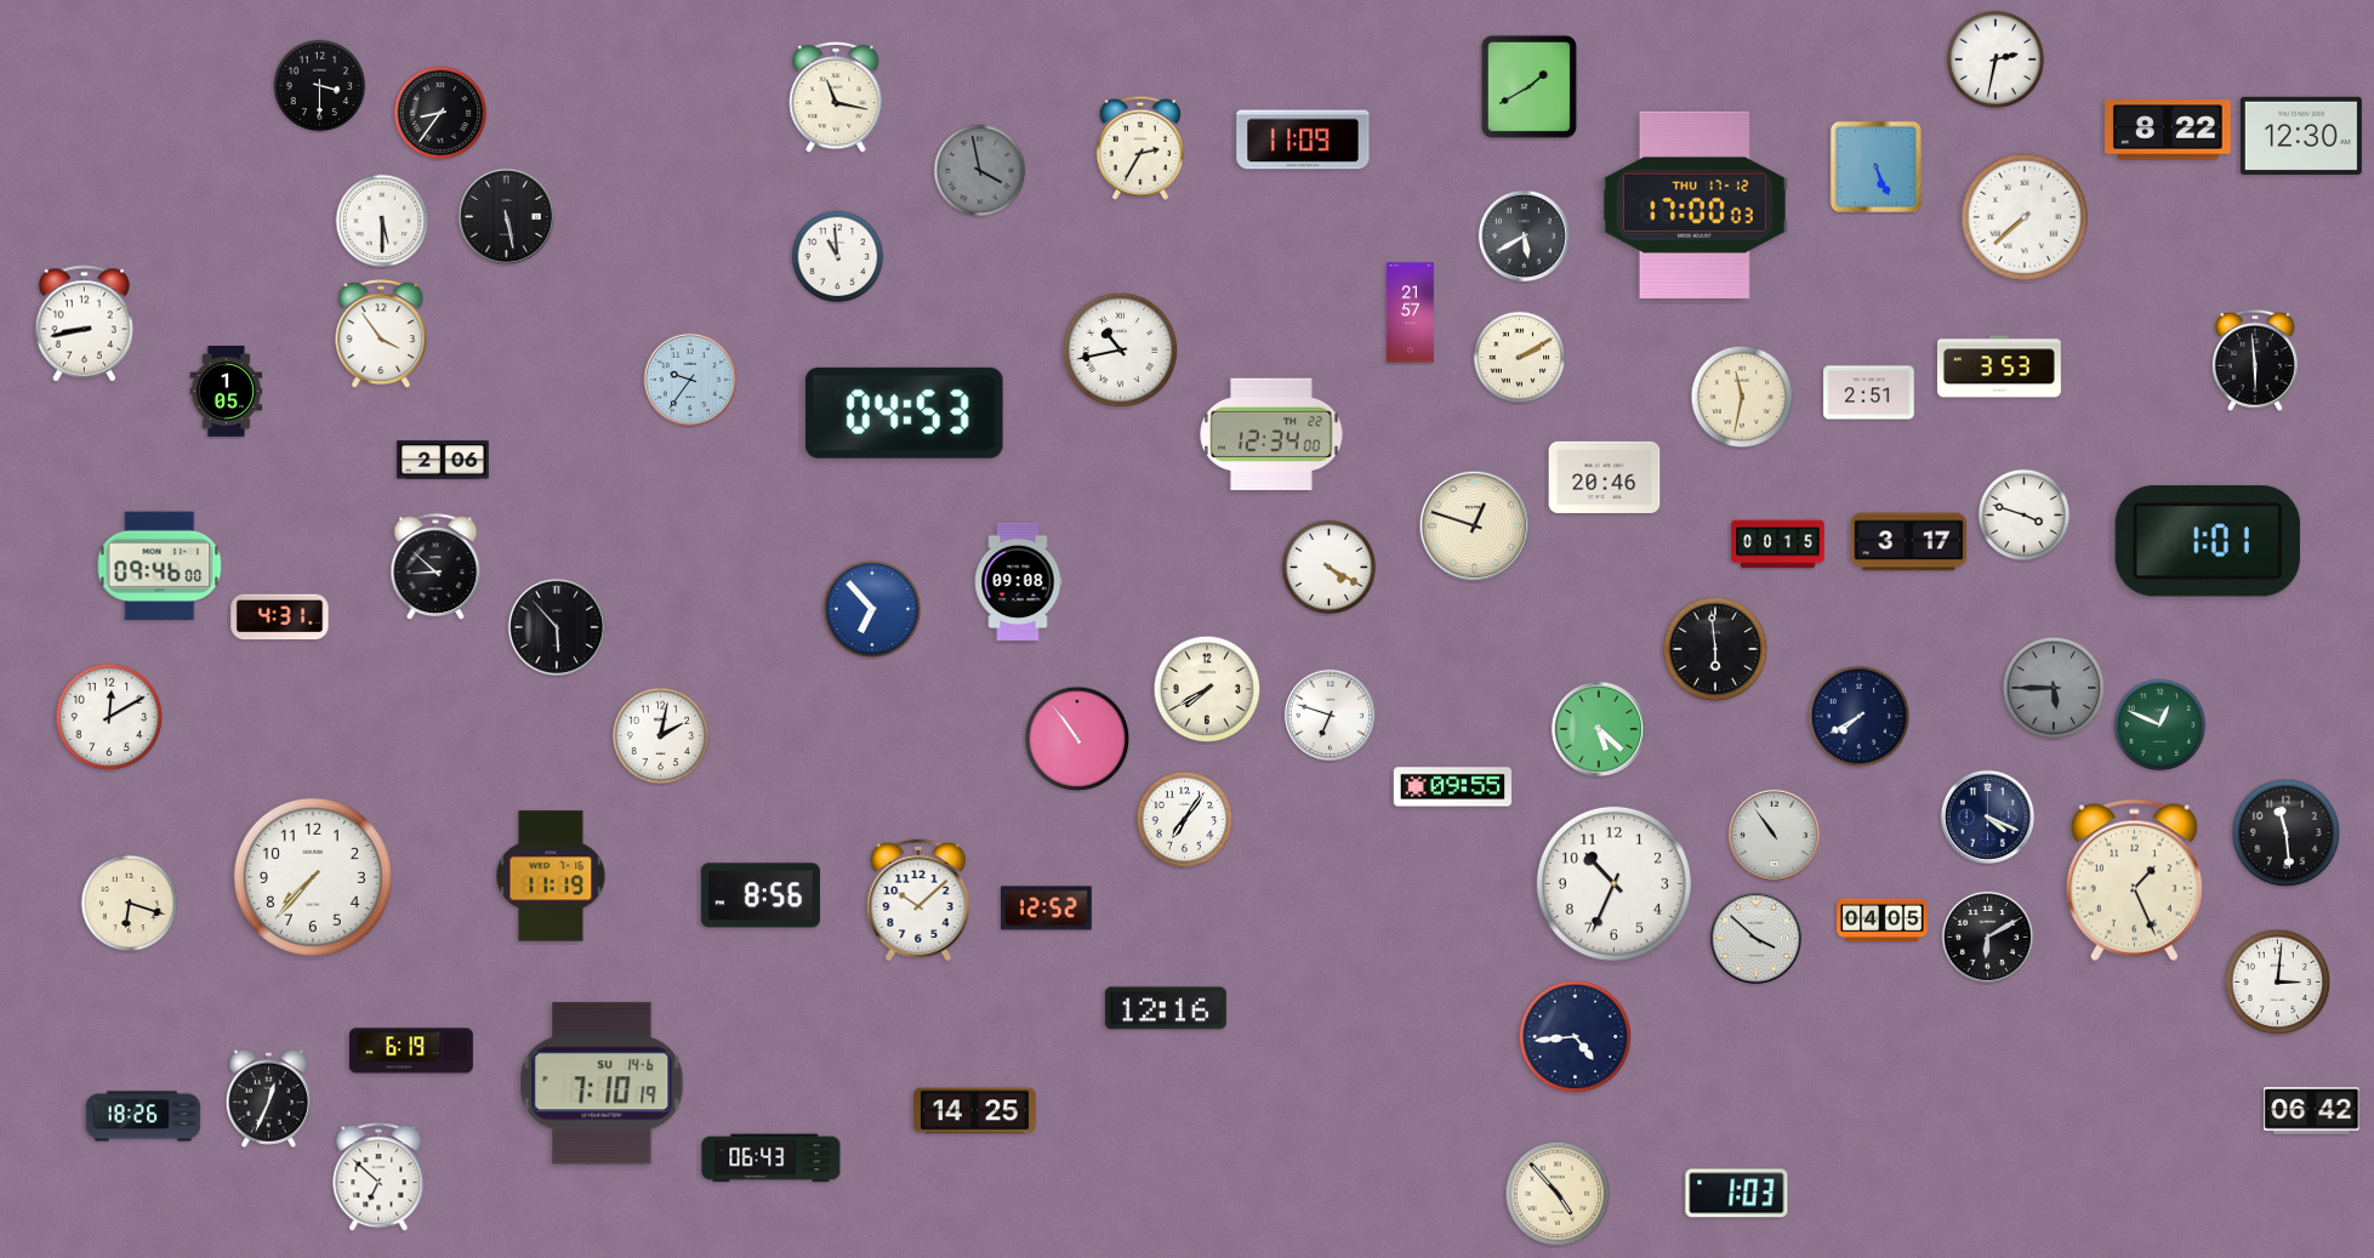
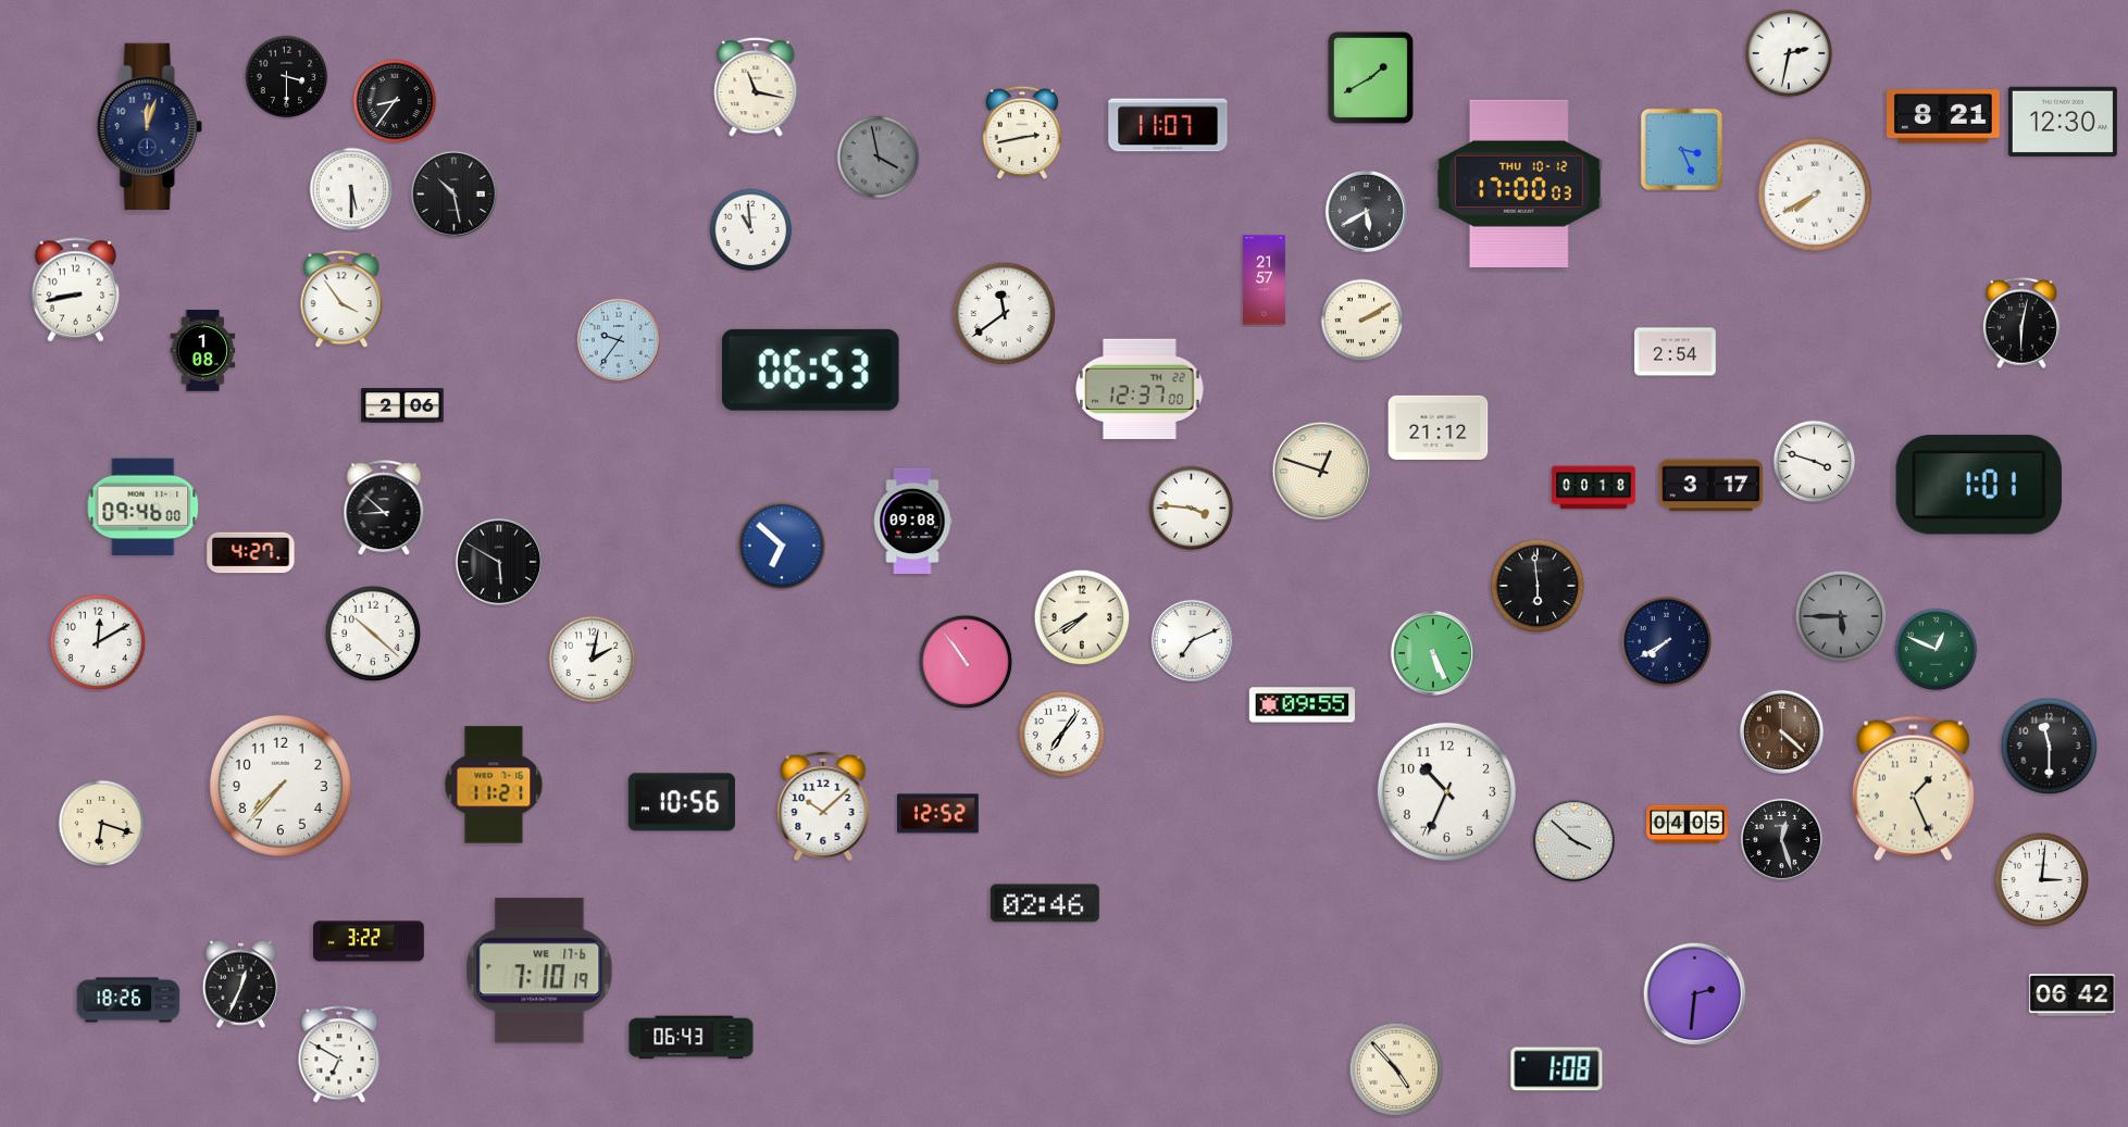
clock at (836, 97) position: (836, 97) -> (756, 87)
clock at (2169, 130): 8:22 -> 8:21
clock at (1303, 140): 11:09 -> 11:07
clock at (149, 126): none -> 12:03
clock at (1139, 148): 2:35 -> 2:43
clock at (1875, 166): 5:26 -> 3:26
clock at (980, 171) position: (980, 171) -> (879, 158)
clock at (1695, 205) date: THU 17-12 -> THU 10-12
clock at (506, 216): 5:28 -> 10:28
clock at (2025, 217): 7:38 -> 7:40
clock at (382, 221) position: (382, 221) -> (351, 189)
clock at (1121, 351): 10:43 -> 11:39
clock at (2255, 360): 5:59 -> 6:02
clock at (1999, 366): 3:53 -> none
clock at (227, 392): 1:05 -> 1:08
clock at (1869, 393): 2:51 -> 2:54
clock at (1742, 397): 11:32 -> none
clock at (904, 412): 04:53 -> 06:53
clock at (1271, 433): 12:34 -> 12:37
clock at (443, 460) position: (443, 460) -> (402, 405)
clock at (1605, 477): 20:46 -> 21:12
clock at (1778, 545): 00:15 -> 00:18
clock at (435, 568) position: (435, 568) -> (384, 509)
clock at (1330, 568): 4:20 -> 3:46
clock at (872, 609): 6:53 -> 6:52
clock at (280, 617): 4:31 -> 4:27
clock at (556, 626): 5:53 -> 5:50
clock at (1715, 649) position: (1715, 649) -> (1538, 586)
clock at (373, 634): none -> 10:22
clock at (1330, 715): 6:48 -> 7:11
clock at (1599, 729): 5:22 -> 5:26
clock at (1987, 816): 4:19 -> 4:22
clock at (1987, 816) dial: navy -> brown
clock at (2287, 833): 11:29 -> 11:30
clock at (1774, 835): 10:54 -> none
clock at (551, 876): 11:19 -> 11:21
clock at (761, 895): 8:56 -> 10:56
clock at (130, 904) position: (130, 904) -> (102, 824)
clock at (1987, 937): 6:10 -> 12:27
clock at (1166, 1008): 12:16 -> 02:46
clock at (1576, 1037): 4:44 -> none
clock at (411, 1051): 6:19 -> 3:22
clock at (602, 1083) date: SU 14-6 -> WE 17-6
clock at (1695, 994): none -> 2:31
clock at (974, 1111): 14:25 -> none
clock at (378, 1178): 6:52 -> 6:50
clock at (1737, 1194): 1:03 -> 1:08
